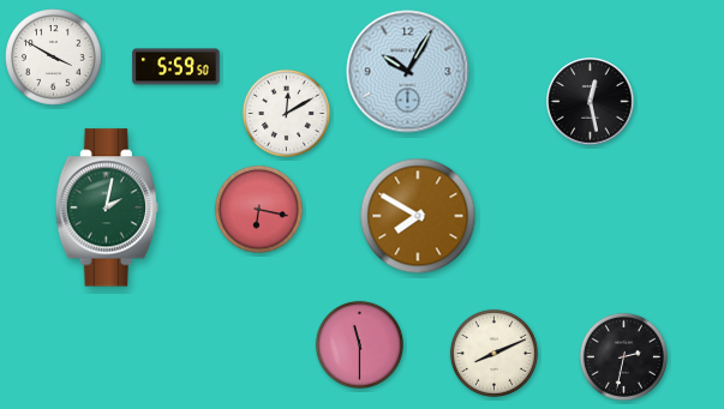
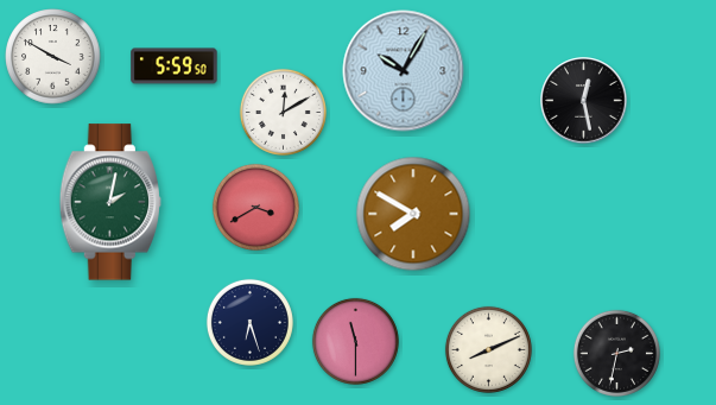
clock at (107, 207) position: (107, 207) -> (110, 202)
clock at (258, 209): 6:17 -> 3:40
clock at (249, 322): none -> 6:27
